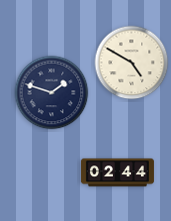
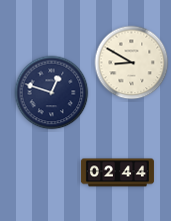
clock at (132, 63): 4:50 -> 8:50
clock at (52, 93): 1:48 -> 12:48
